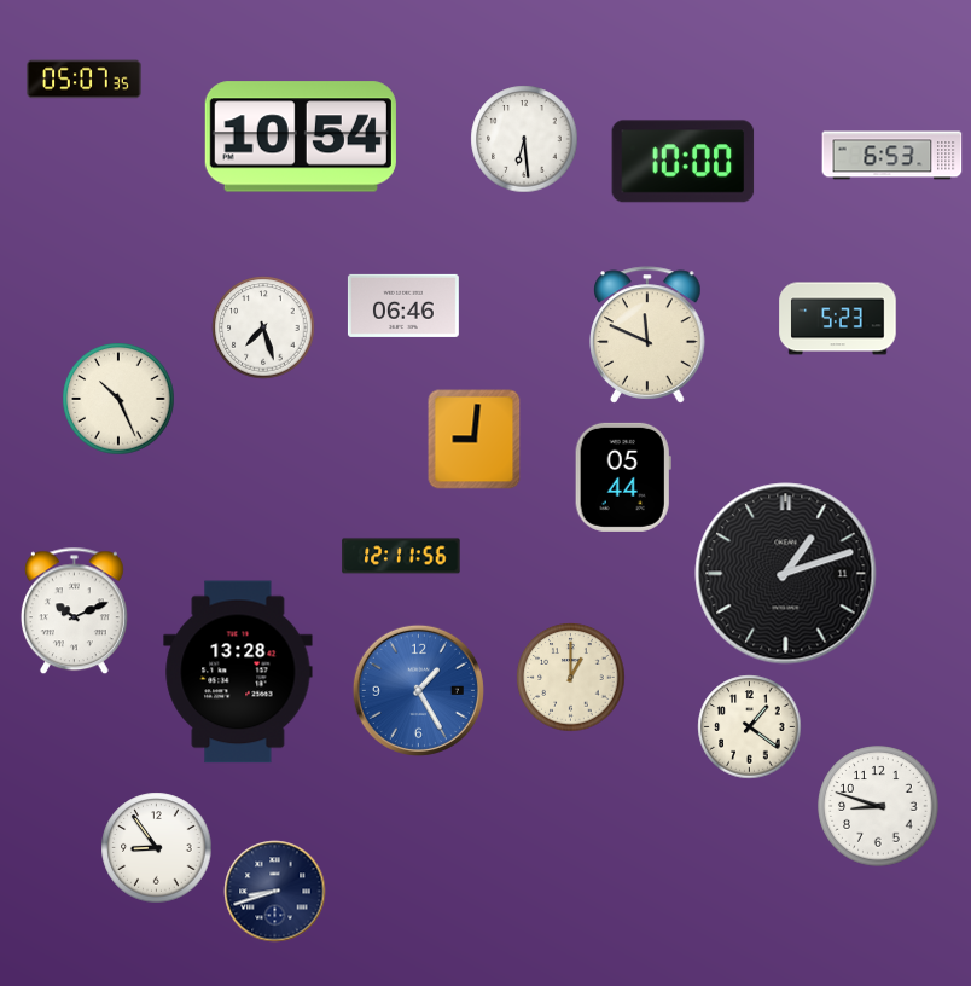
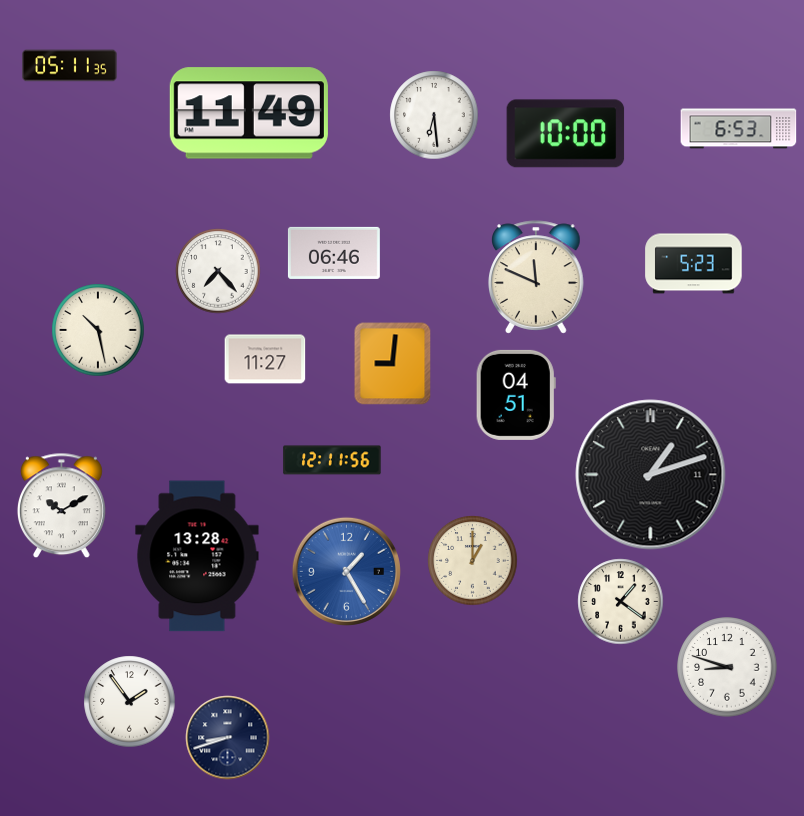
clock at (85, 80): 05:07 -> 05:11
clock at (301, 137): 10:54 -> 11:49
clock at (263, 327): 7:27 -> 7:23
clock at (118, 399): 10:26 -> 10:28
clock at (265, 359): none -> 11:27
clock at (623, 477): 05:44 -> 04:51
clock at (74, 611): 10:11 -> 10:10
clock at (157, 848): 8:54 -> 1:54
